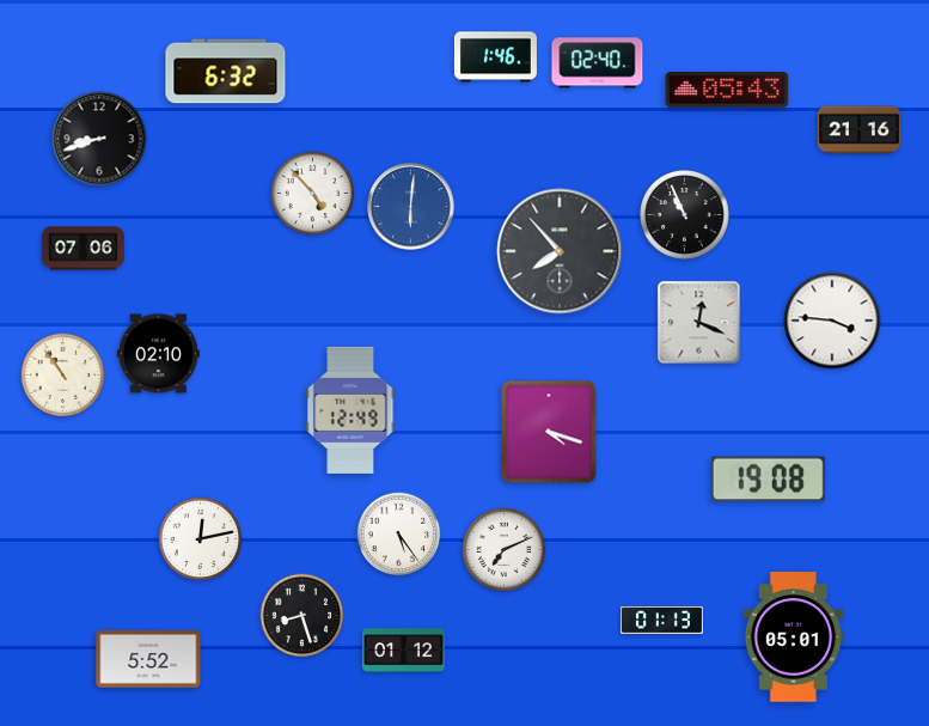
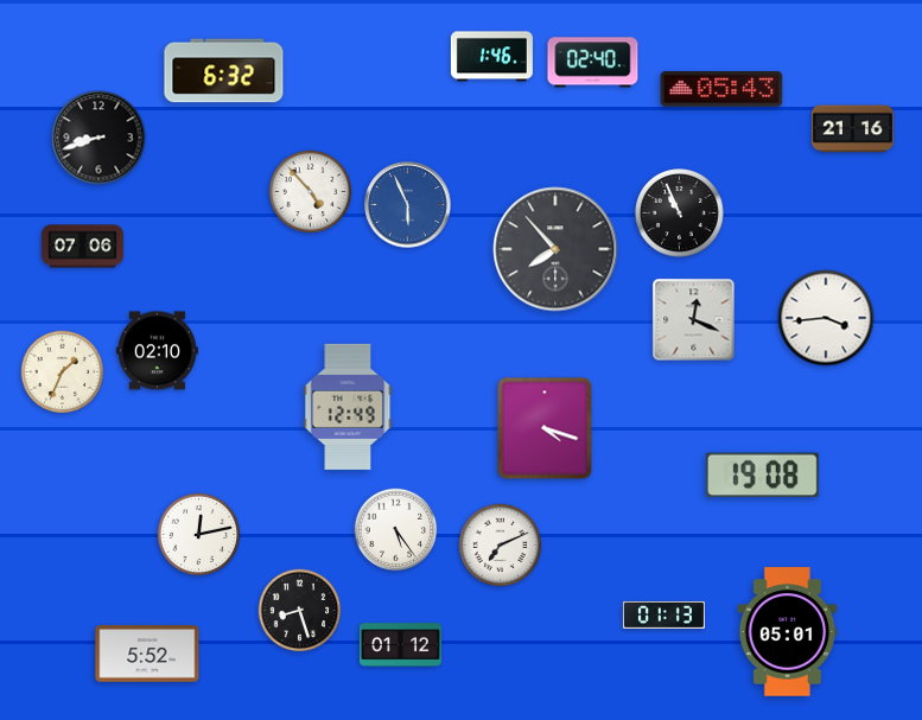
clock at (411, 207): 6:01 -> 5:56
clock at (832, 321): 3:46 -> 3:44
clock at (63, 376): 10:54 -> 1:34
clock at (661, 620) position: (661, 620) -> (663, 614)
